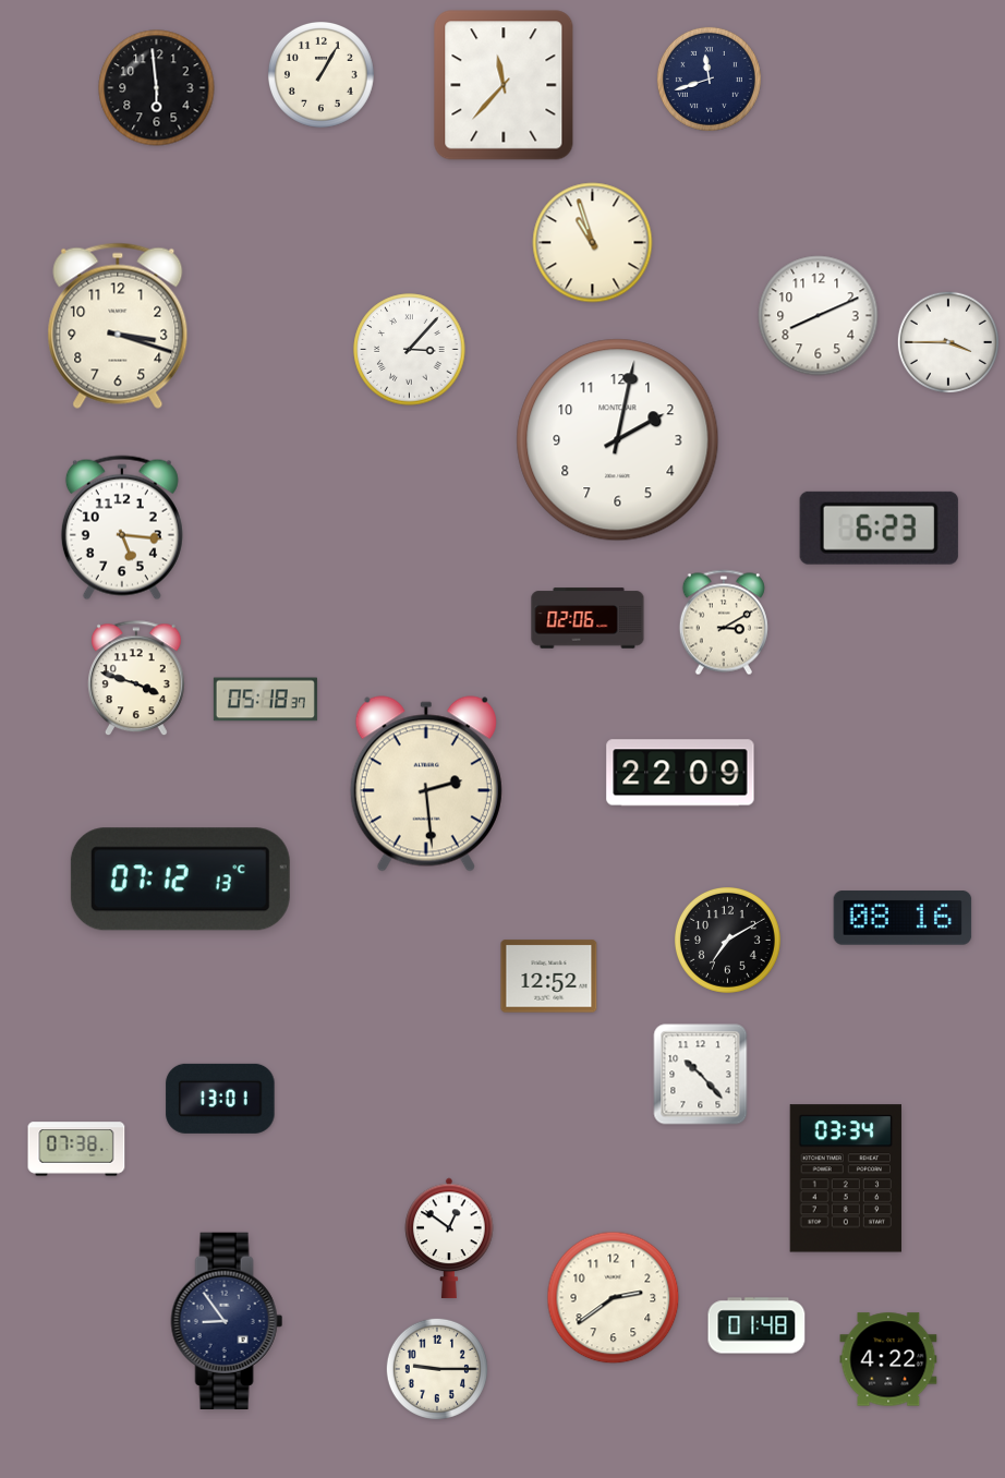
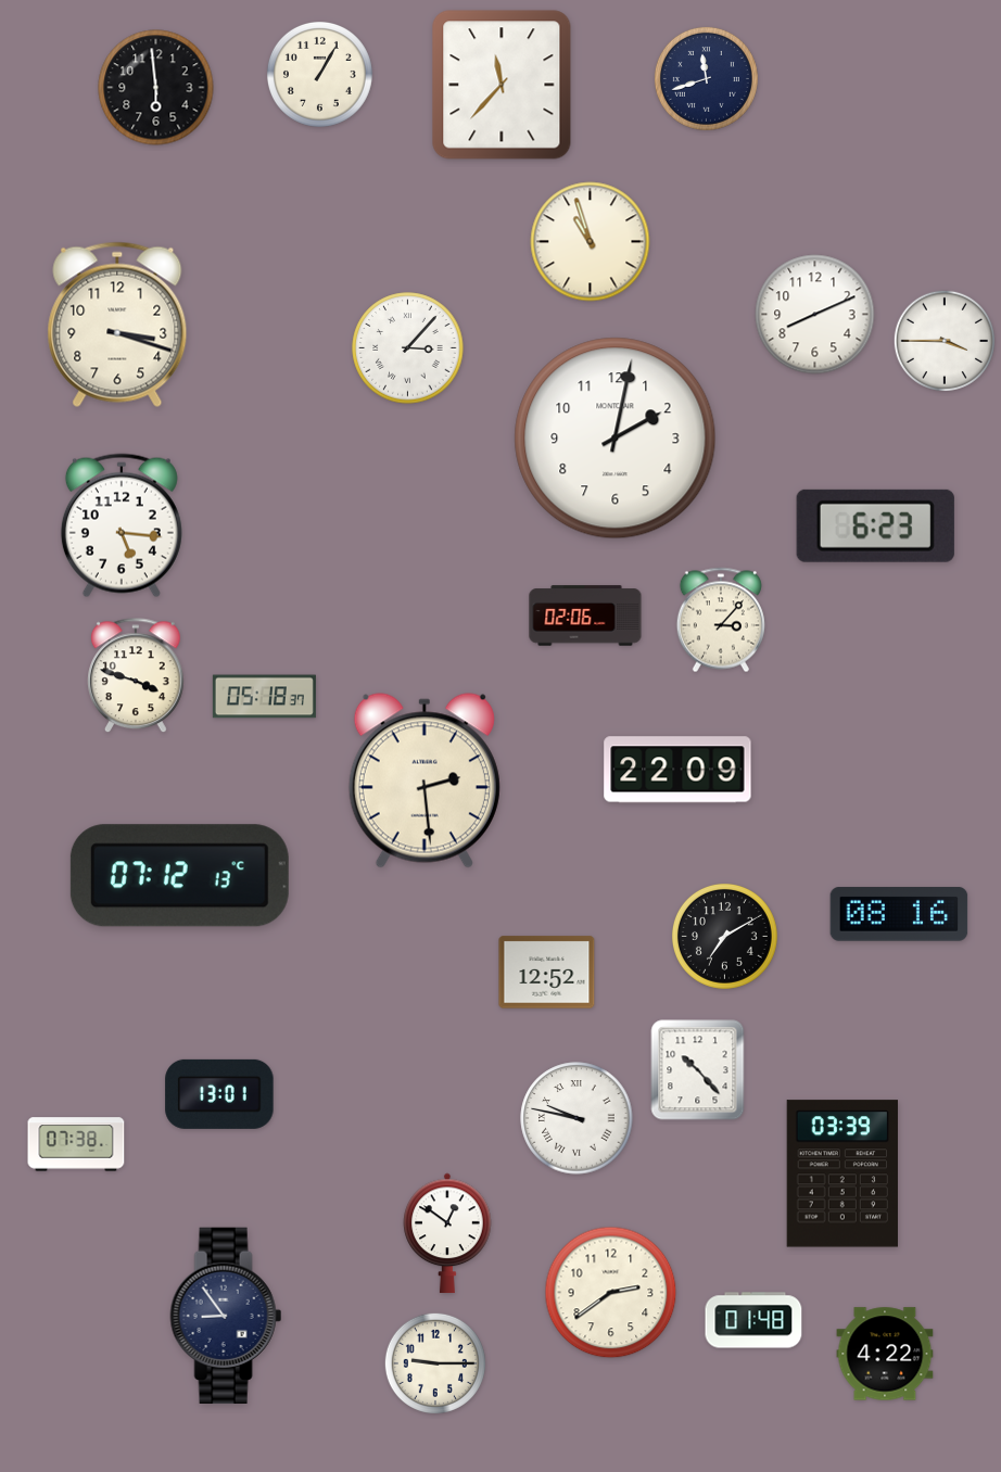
clock at (724, 622): 3:10 -> 3:07
clock at (576, 1118): none -> 9:47
clock at (846, 1178): 03:34 -> 03:39
